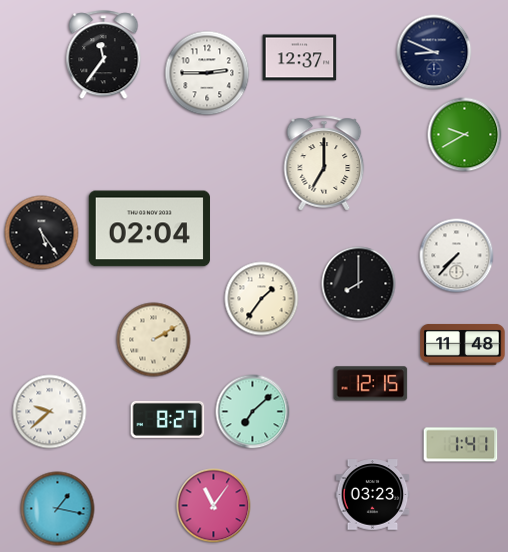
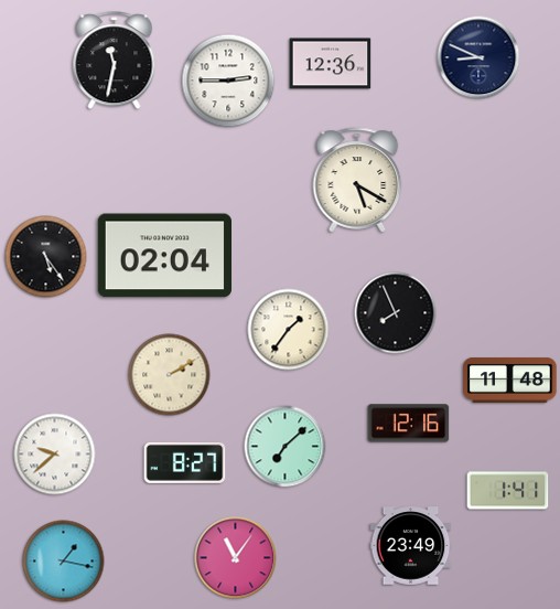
clock at (104, 55): 11:36 -> 11:32
clock at (300, 58): 12:37 -> 12:36
clock at (465, 135): 9:40 -> none
clock at (324, 163): 7:00 -> 5:20
clock at (149, 229) position: (149, 229) -> (164, 256)
clock at (457, 256): 7:37 -> none
clock at (359, 284): 8:00 -> 7:56
clock at (371, 384): 12:15 -> 12:16
clock at (253, 412) position: (253, 412) -> (286, 447)
clock at (373, 495): 03:23 -> 23:49
